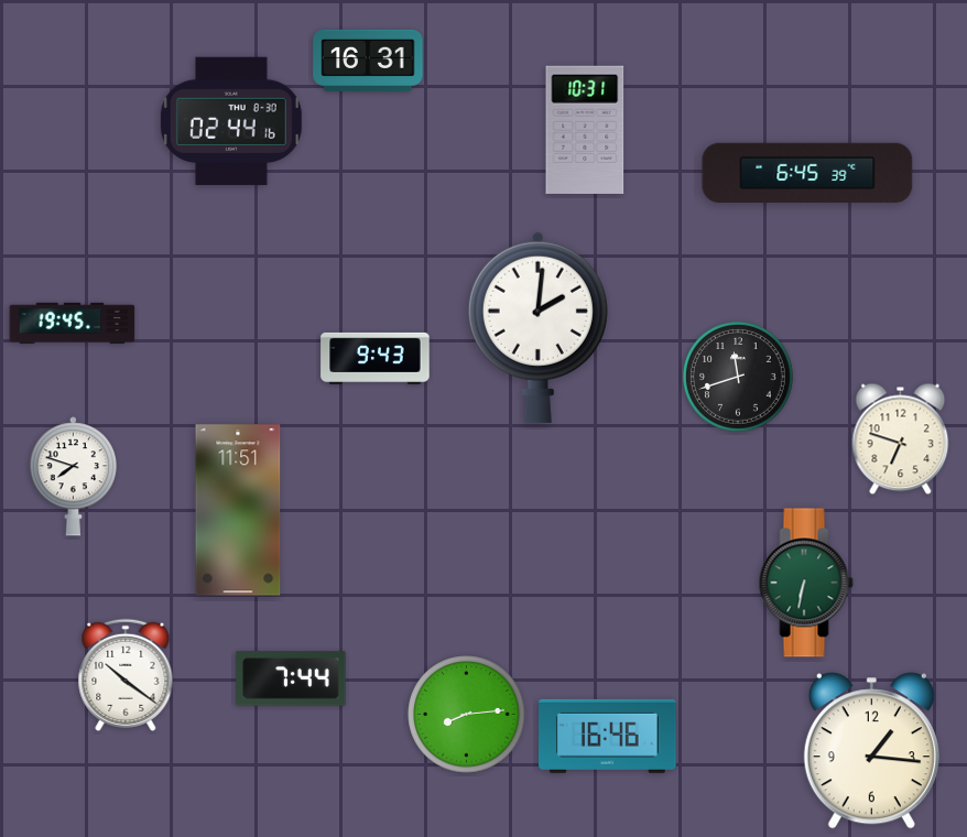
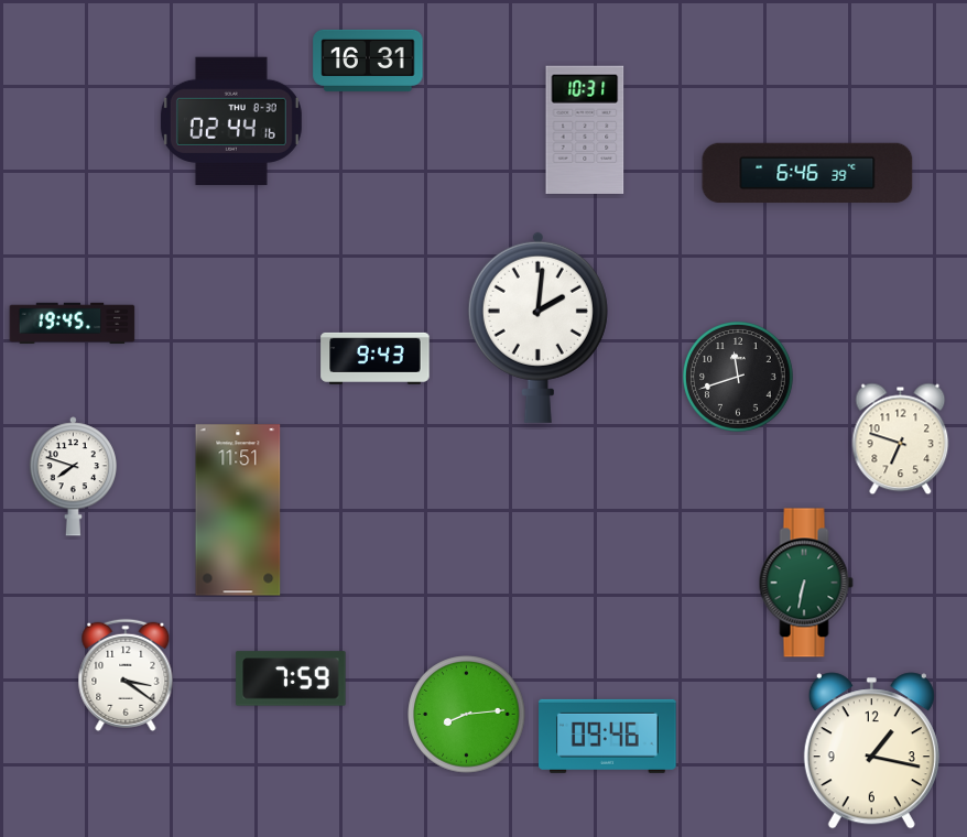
clock at (807, 173): 6:45 -> 6:46
clock at (126, 675): 10:21 -> 3:21
clock at (291, 678): 7:44 -> 7:59
clock at (608, 736): 16:46 -> 09:46
clock at (871, 751): 1:16 -> 1:17
